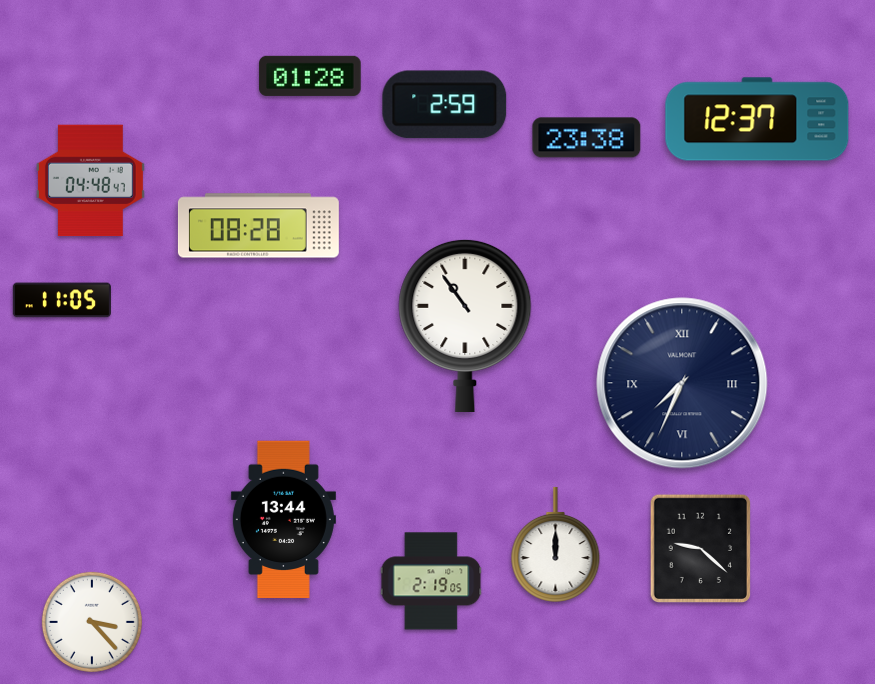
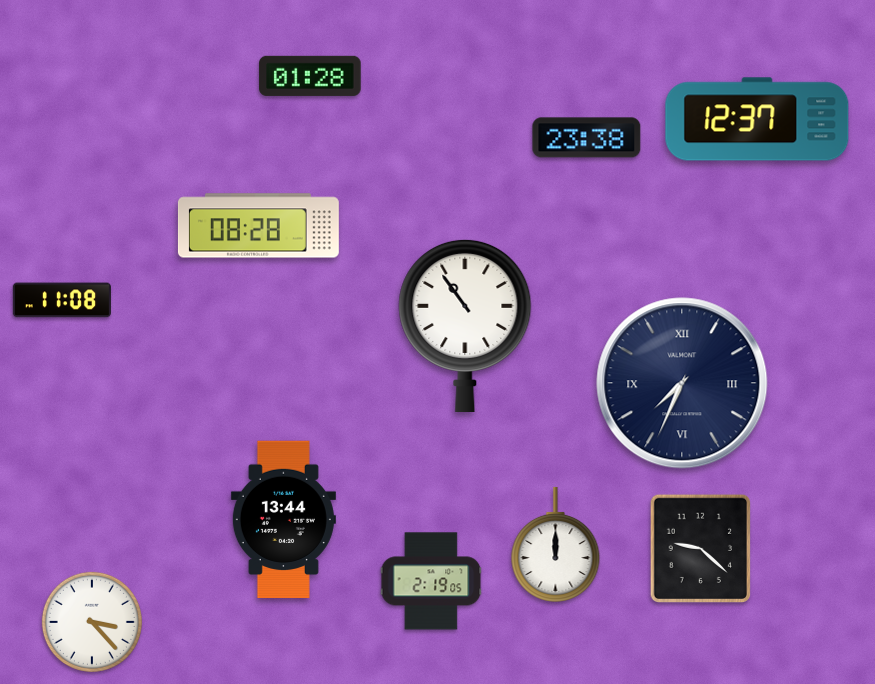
clock at (445, 105): 2:59 -> none
clock at (90, 181): 04:48 -> none
clock at (62, 300): 11:05 -> 11:08
